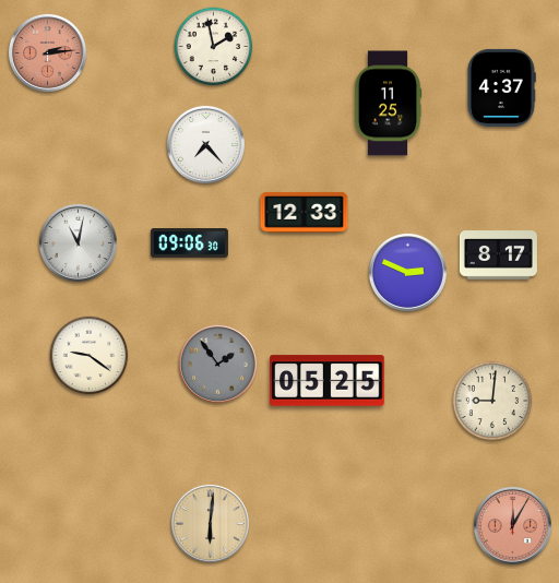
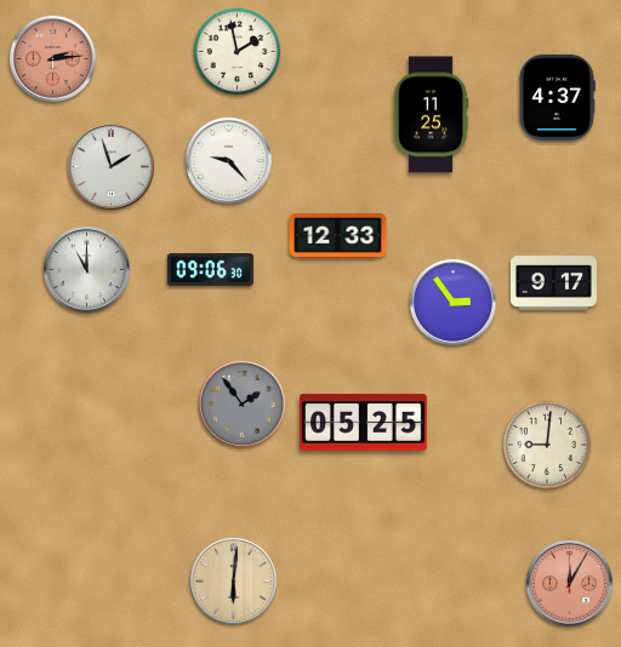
clock at (205, 144): 7:23 -> 9:23
clock at (110, 166): none -> 1:57
clock at (78, 242): 11:02 -> 11:00
clock at (498, 255): 8:17 -> 9:17
clock at (407, 272): 2:49 -> 2:54
clock at (90, 356): 9:21 -> none
